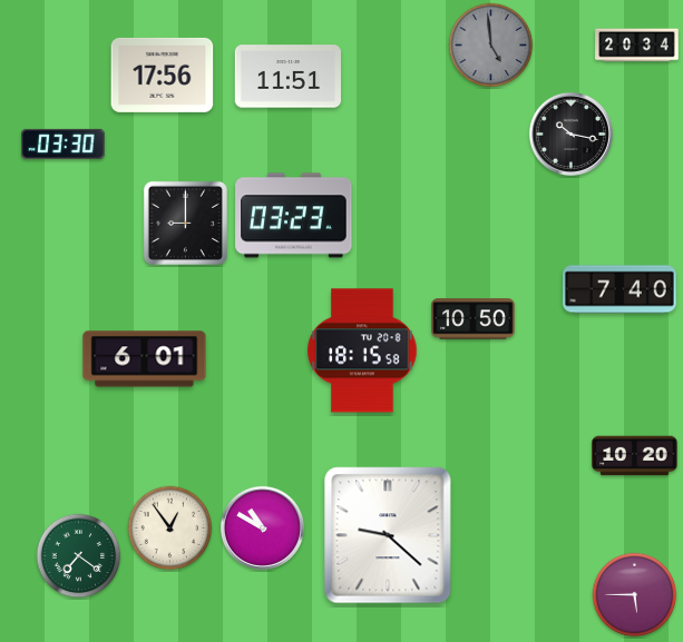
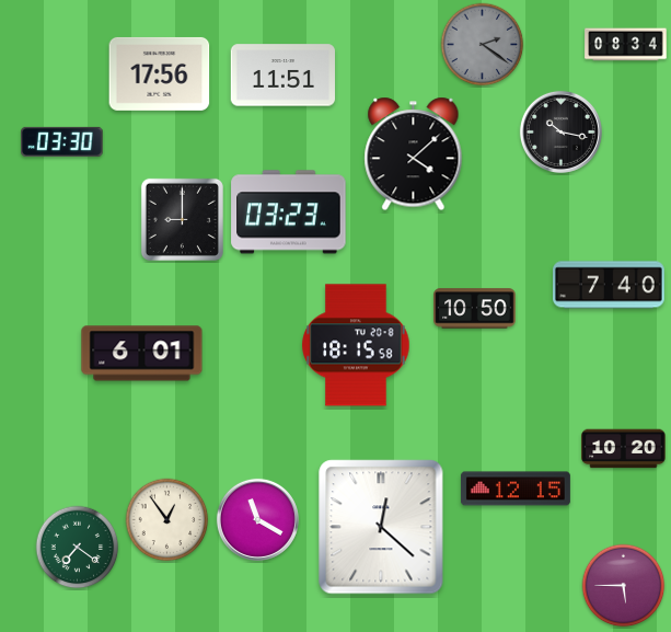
clock at (491, 46): 4:59 -> 2:21
clock at (637, 46): 20:34 -> 08:34
clock at (414, 154): none -> 4:08
clock at (474, 319) position: (474, 319) -> (475, 309)
clock at (516, 489): none -> 12:15
clock at (262, 527): 10:50 -> 11:20
clock at (388, 535): 9:22 -> 12:22
